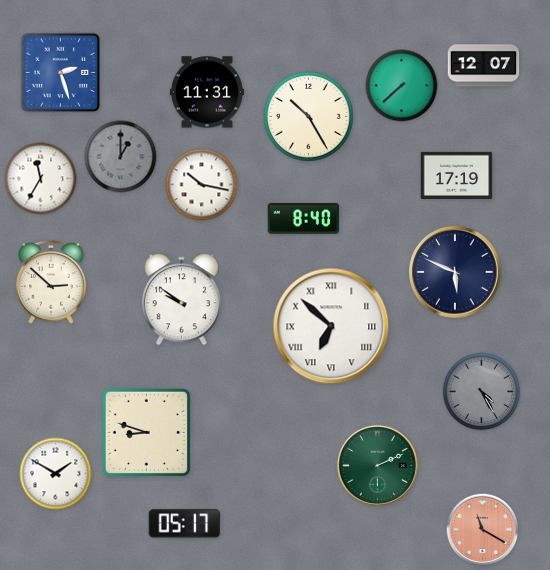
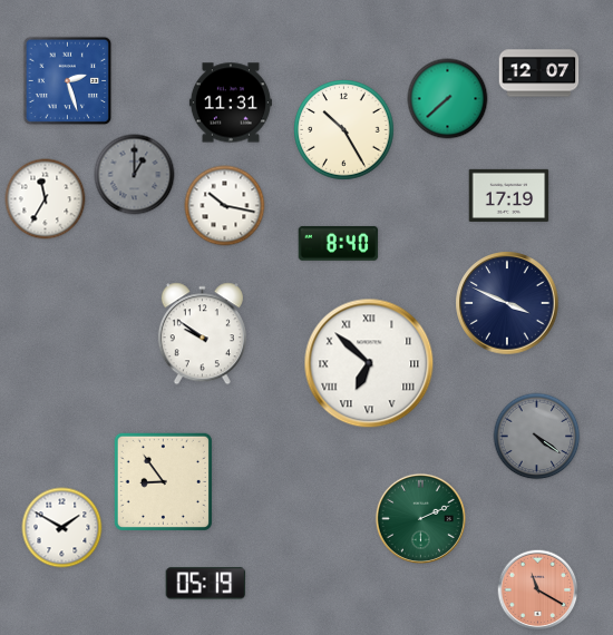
clock at (402, 86) position: (402, 86) -> (448, 99)
clock at (455, 272): 5:49 -> 3:49
clock at (51, 282): 2:52 -> none
clock at (482, 392): 4:25 -> 4:21
clock at (146, 432): 8:48 -> 8:54
clock at (185, 524): 05:17 -> 05:19
